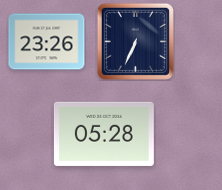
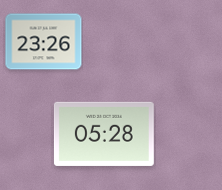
clock at (135, 41): 6:34 -> none
clock at (47, 42) position: (47, 42) -> (44, 42)
